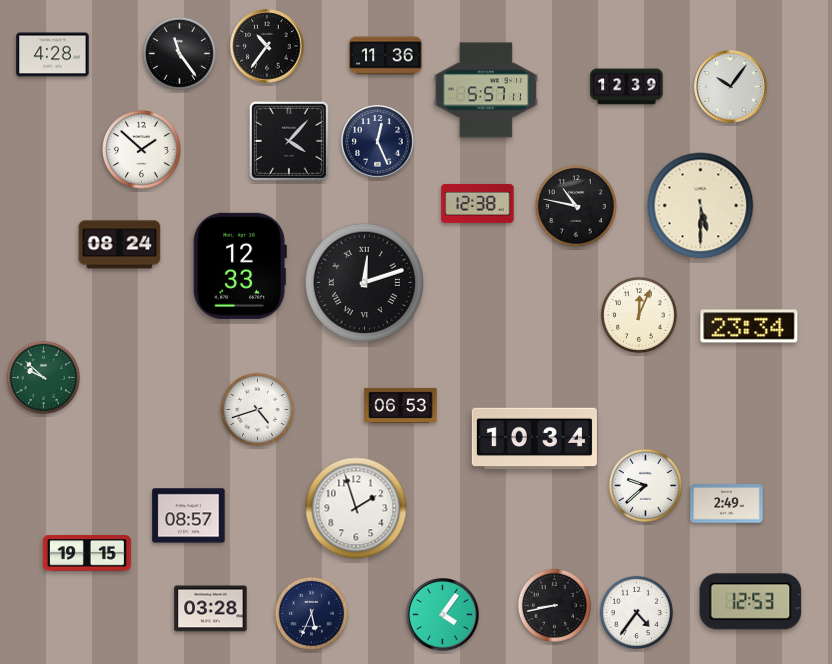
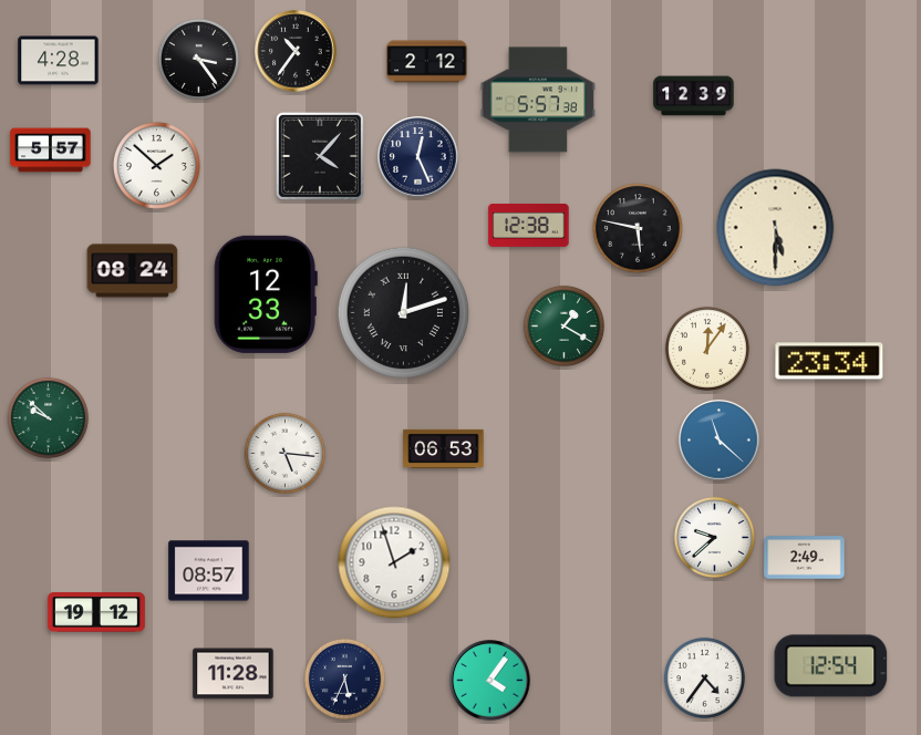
clock at (179, 53): 11:24 -> 3:24
clock at (386, 56): 11:36 -> 2:12
clock at (731, 87): 10:06 -> none
clock at (486, 90): 5:57:11 -> 5:57:38
clock at (51, 151): none -> 5:57
clock at (576, 206): 10:47 -> 5:47
clock at (563, 325): none -> 1:20
clock at (639, 315): 12:04 -> 12:06
clock at (720, 441): none -> 11:22
clock at (257, 409): 4:42 -> 5:16
clock at (534, 439): 10:34 -> none
clock at (87, 553): 19:15 -> 19:12
clock at (751, 602): 12:53 -> 12:54
clock at (554, 605): 8:43 -> none
clock at (211, 609): 03:28 -> 11:28
